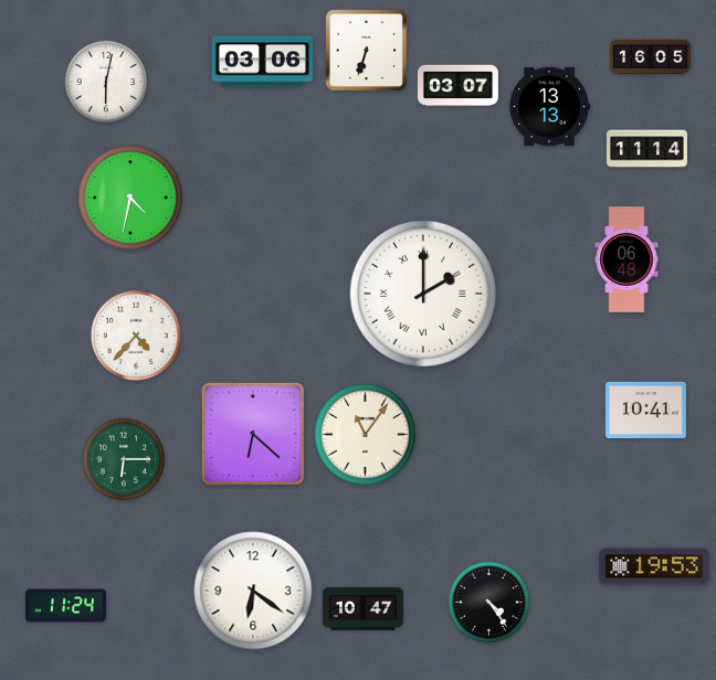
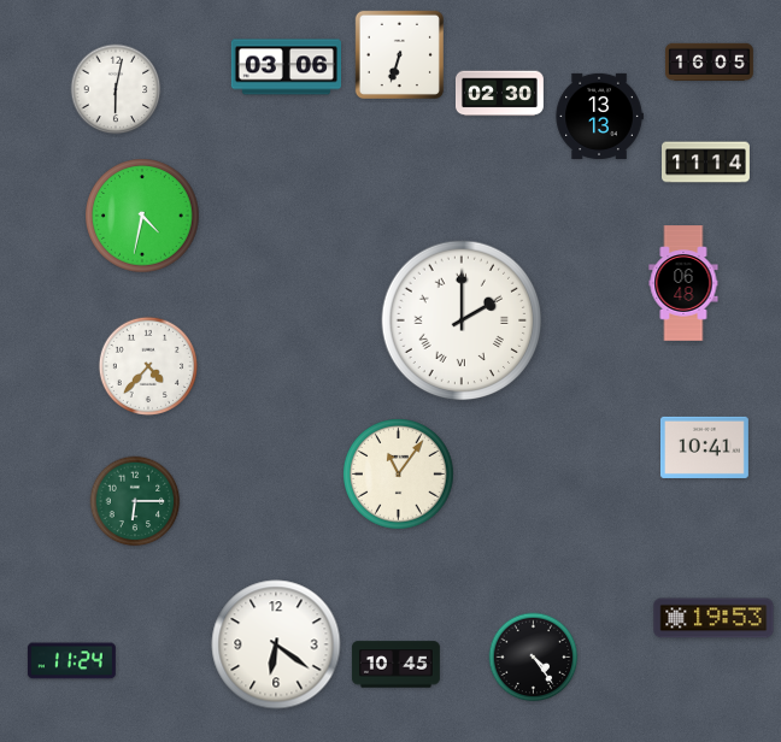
clock at (457, 86): 03:07 -> 02:30
clock at (253, 434): 6:22 -> none
clock at (362, 609): 10:47 -> 10:45
